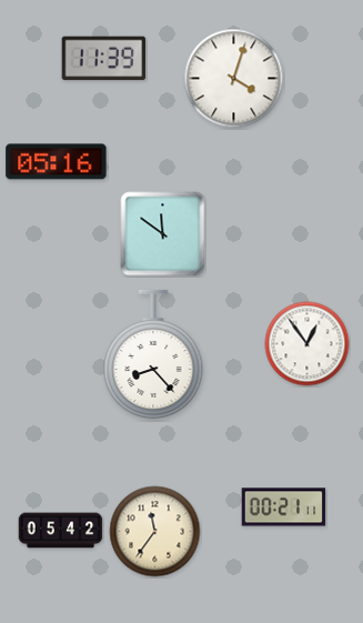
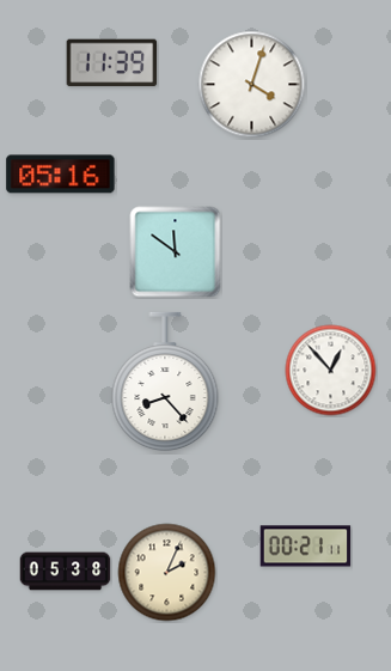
clock at (307, 344): 12:54 -> 12:53
clock at (61, 531): 05:42 -> 05:38
clock at (155, 532): 11:36 -> 2:04
